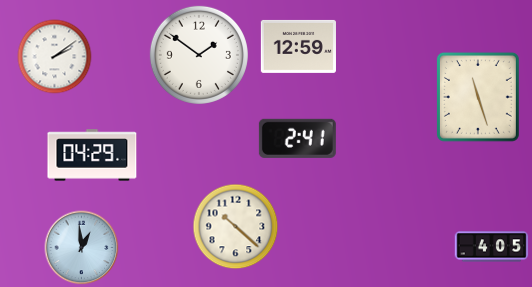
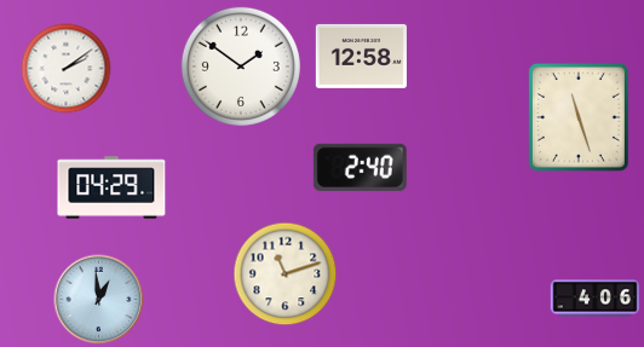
clock at (298, 46): 12:59 -> 12:58
clock at (297, 138): 2:41 -> 2:40
clock at (236, 227): 10:22 -> 11:12
clock at (492, 247): 4:05 -> 4:06
